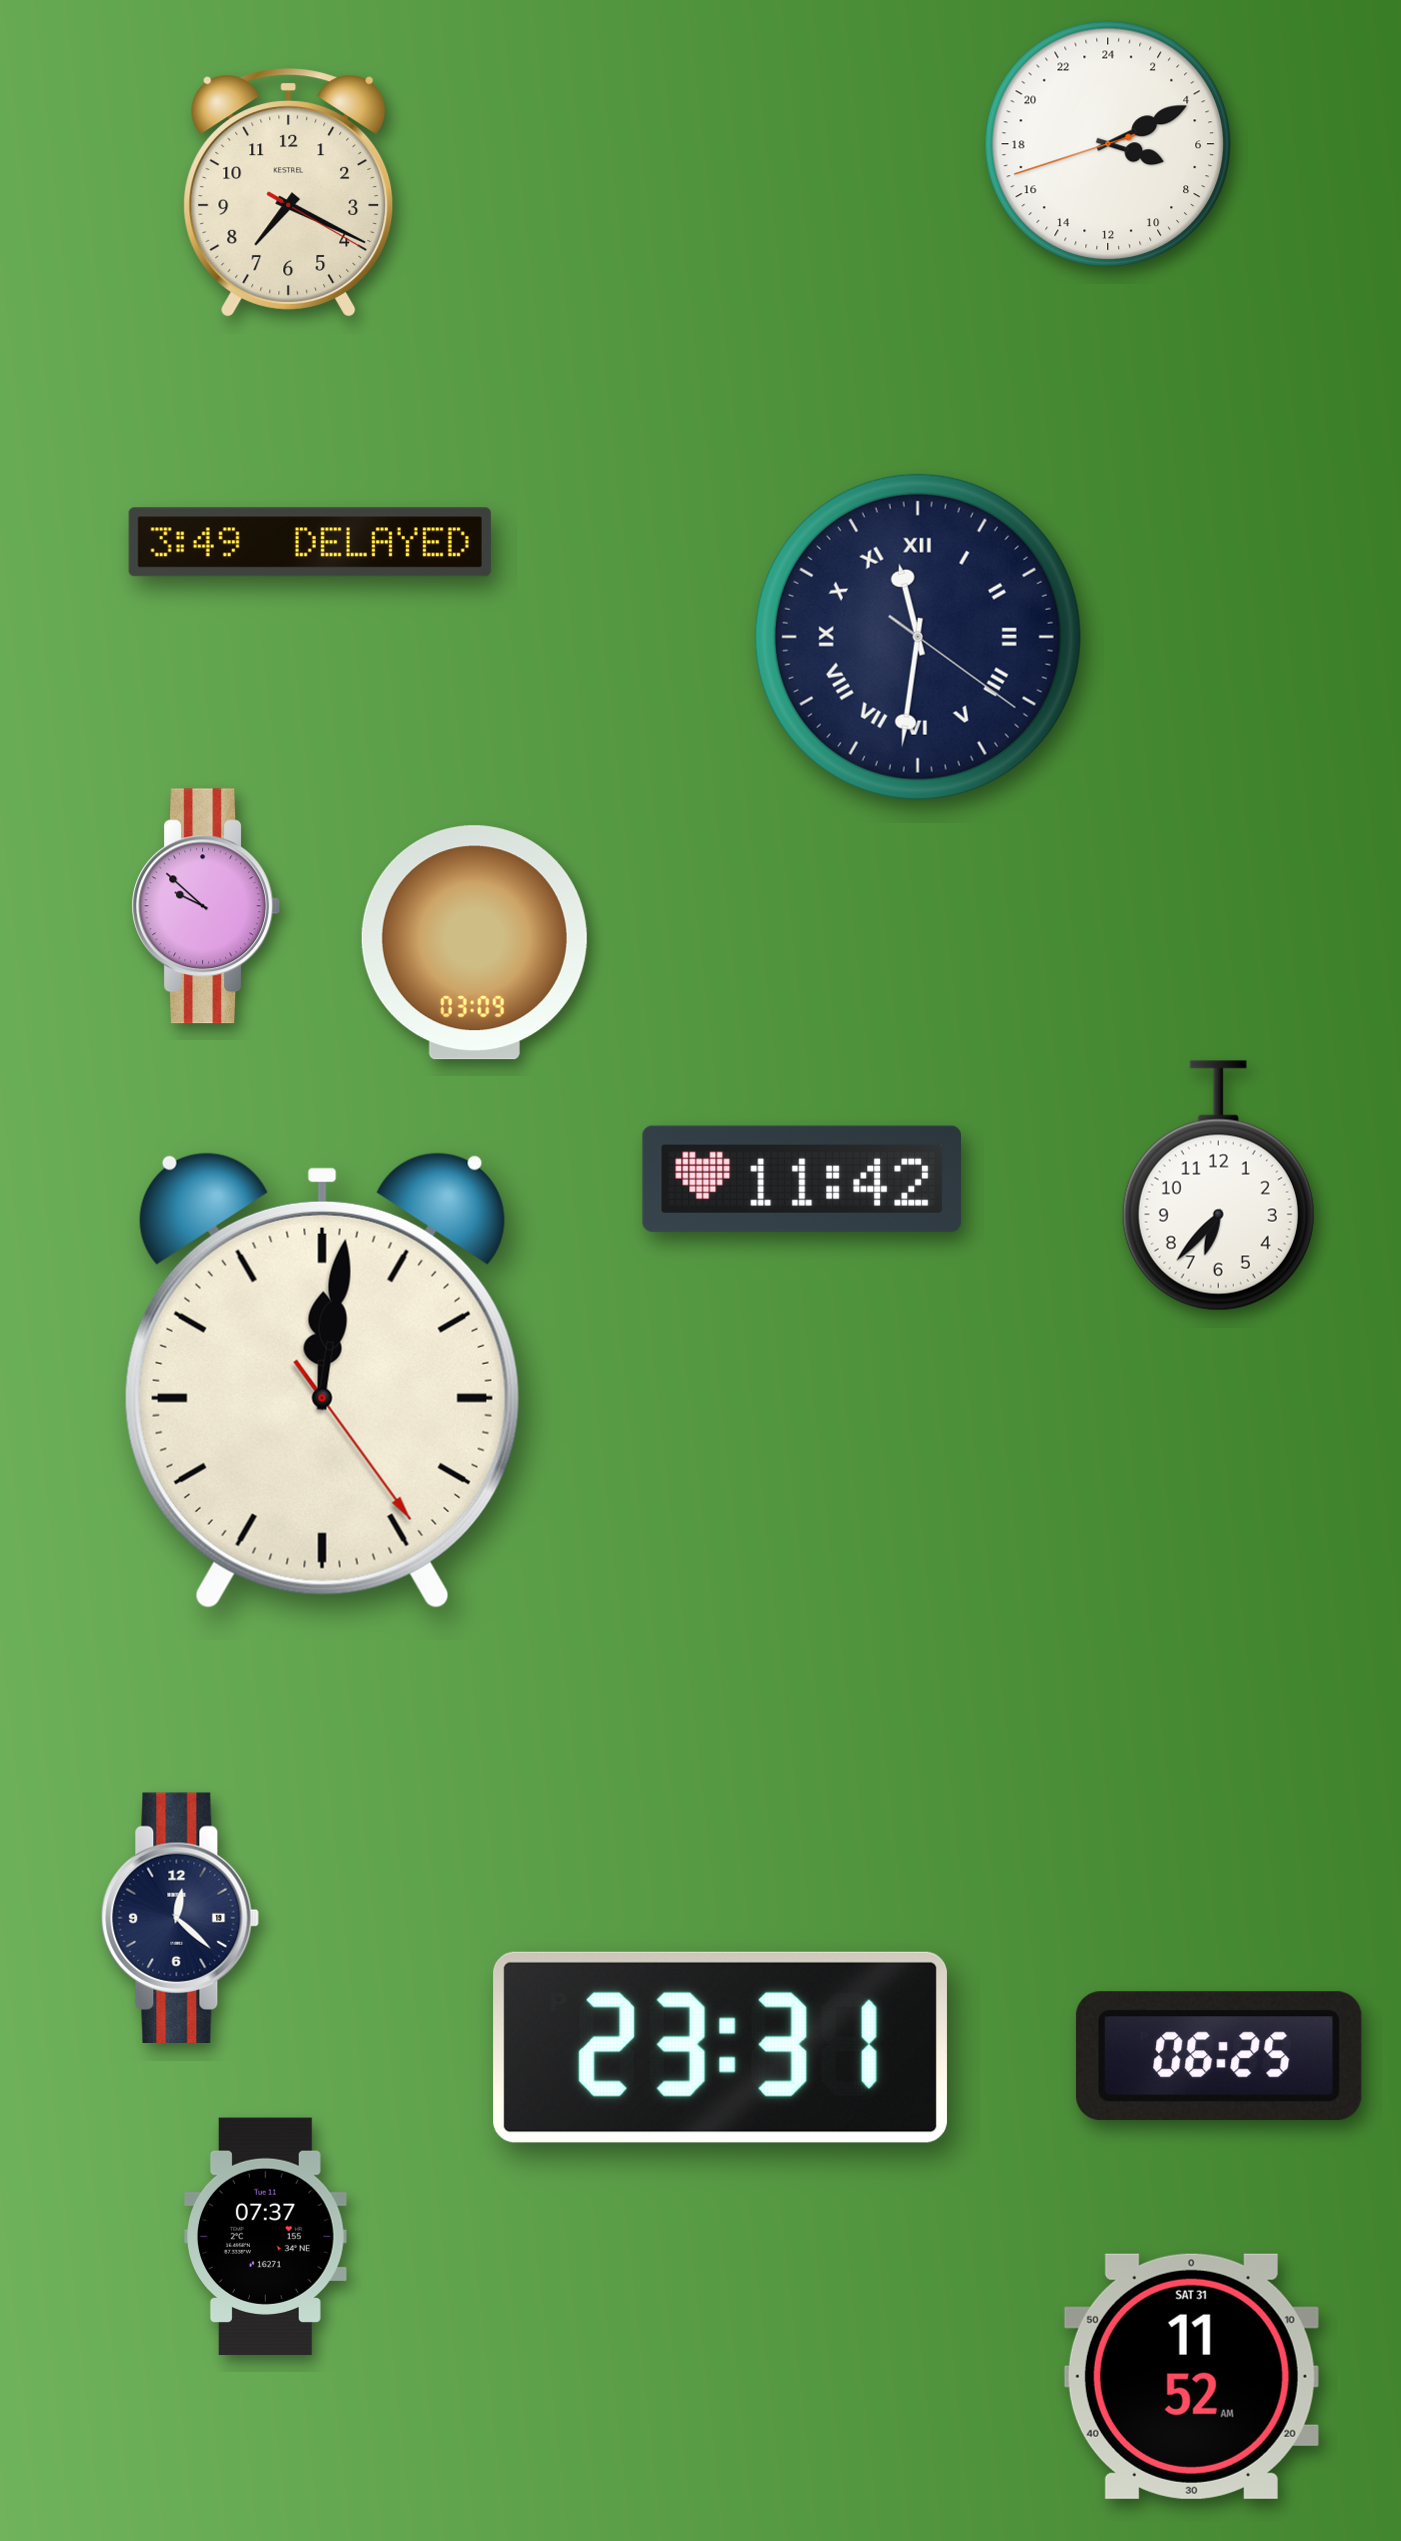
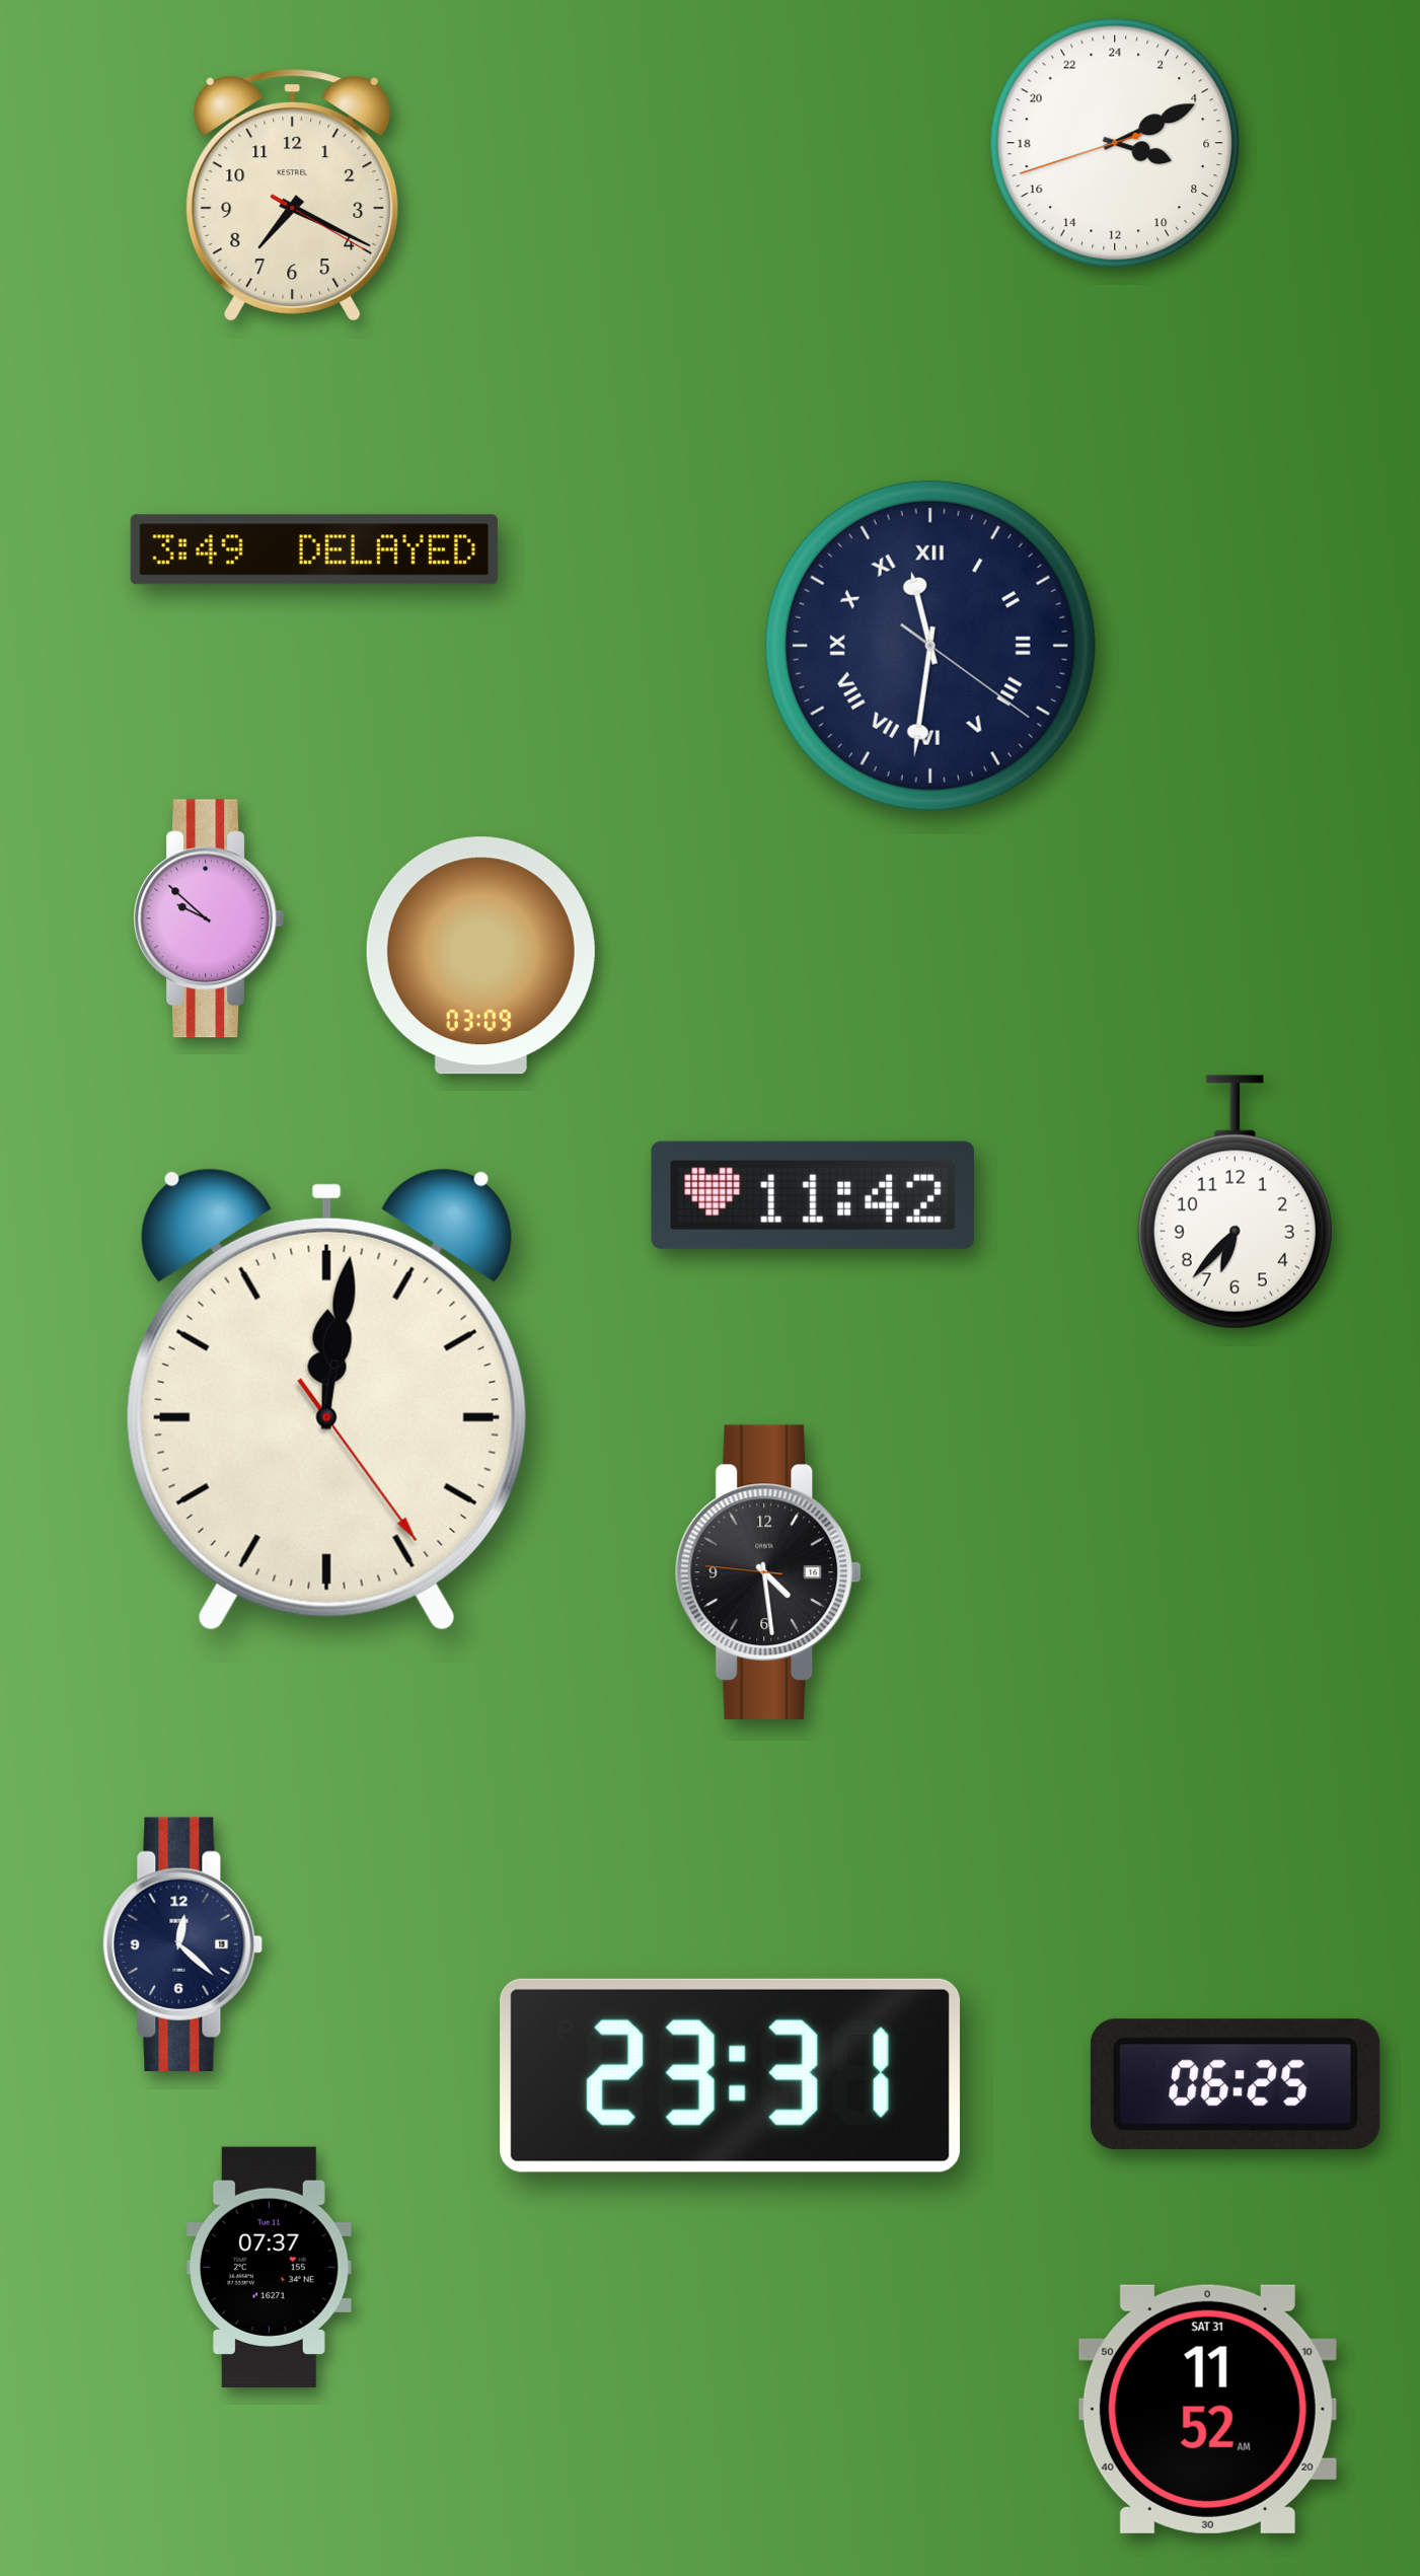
clock at (1108, 144) position: (1108, 144) -> (1115, 143)
clock at (768, 1572): none -> 4:28
